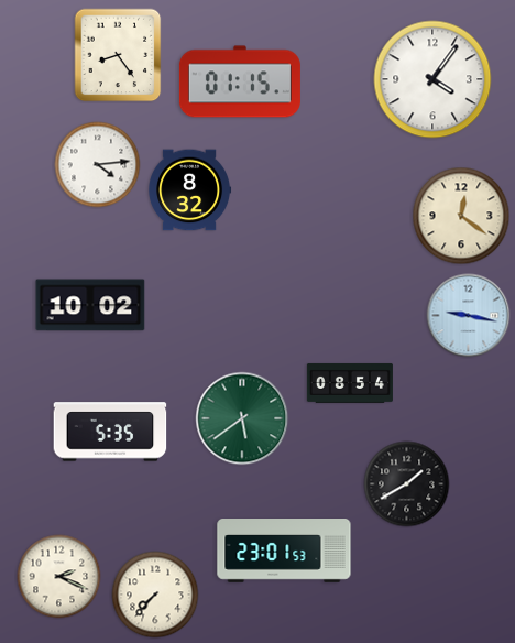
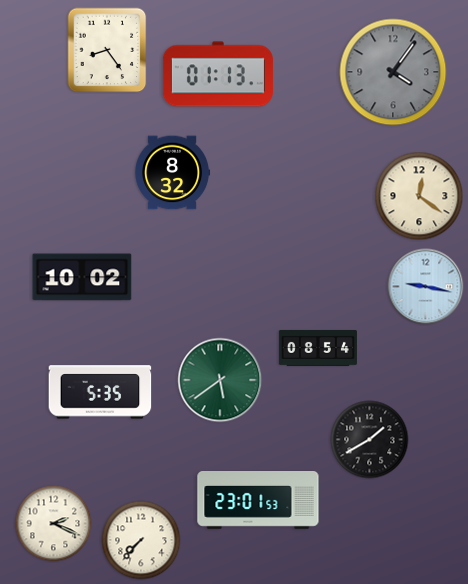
clock at (432, 79) dial: white -> grey
clock at (240, 81): 01:15 -> 01:13
clock at (98, 165): 4:14 -> none
